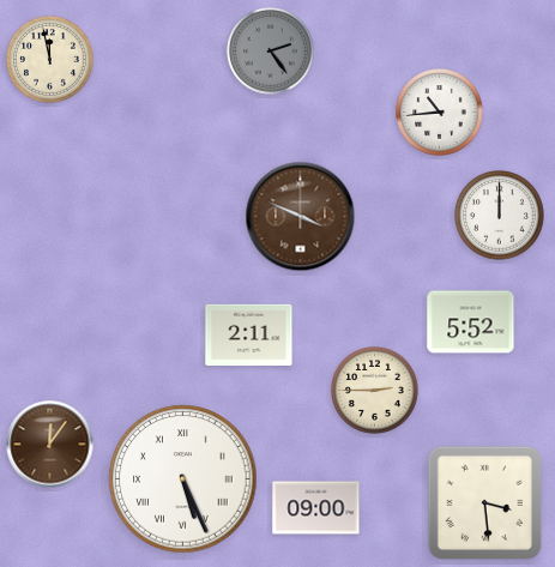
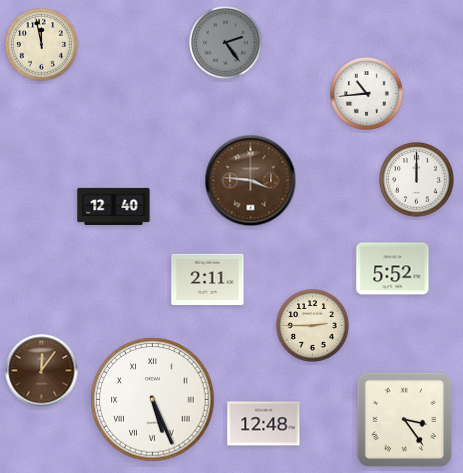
clock at (50, 60) position: (50, 60) -> (42, 45)
clock at (301, 217): 3:49 -> 3:46
clock at (114, 206): none -> 12:40
clock at (485, 503): 3:29 -> 3:24
clock at (316, 508): 09:00 -> 12:48
